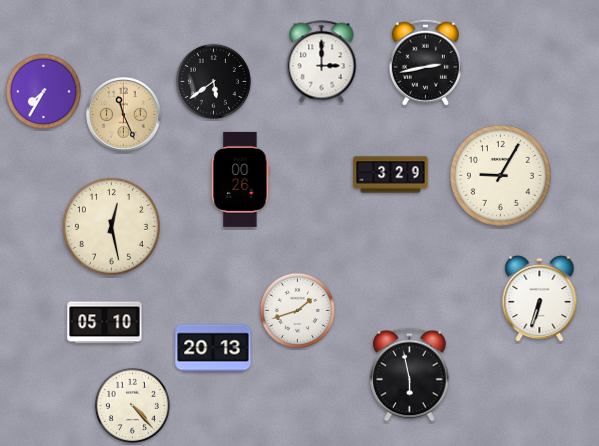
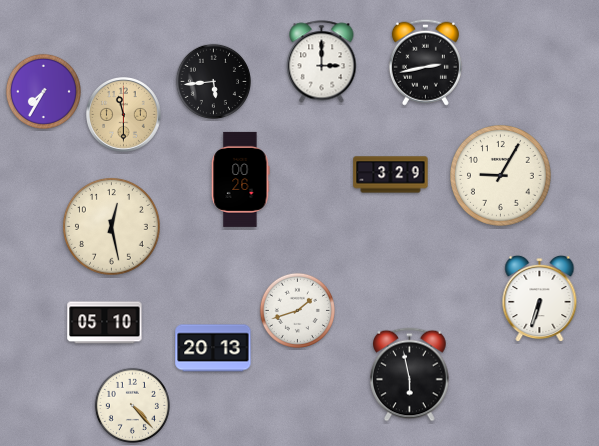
clock at (213, 81): 5:39 -> 5:44
clock at (124, 115): 11:26 -> 11:30
